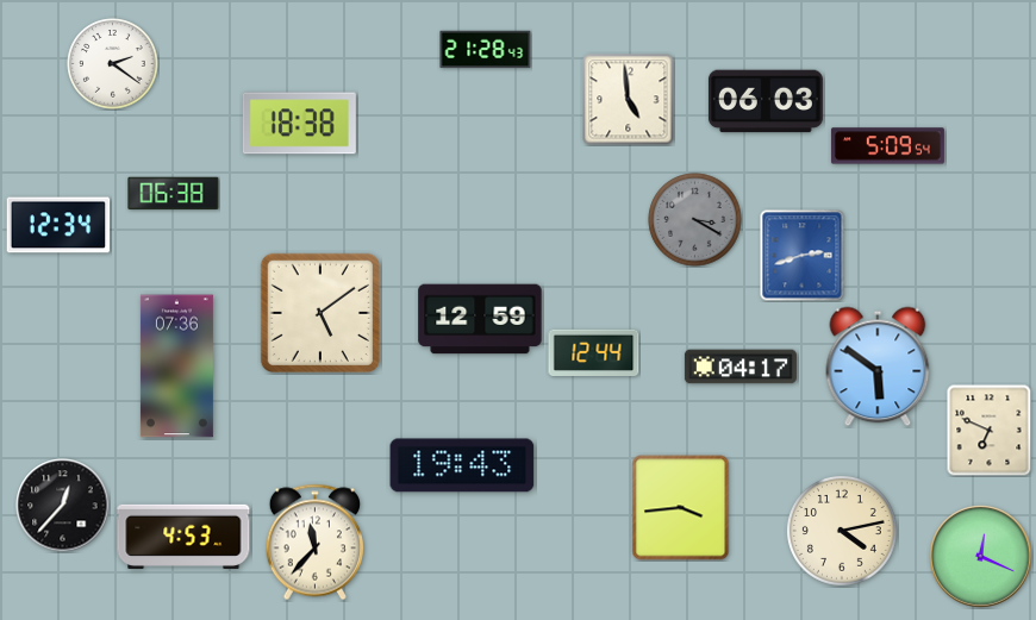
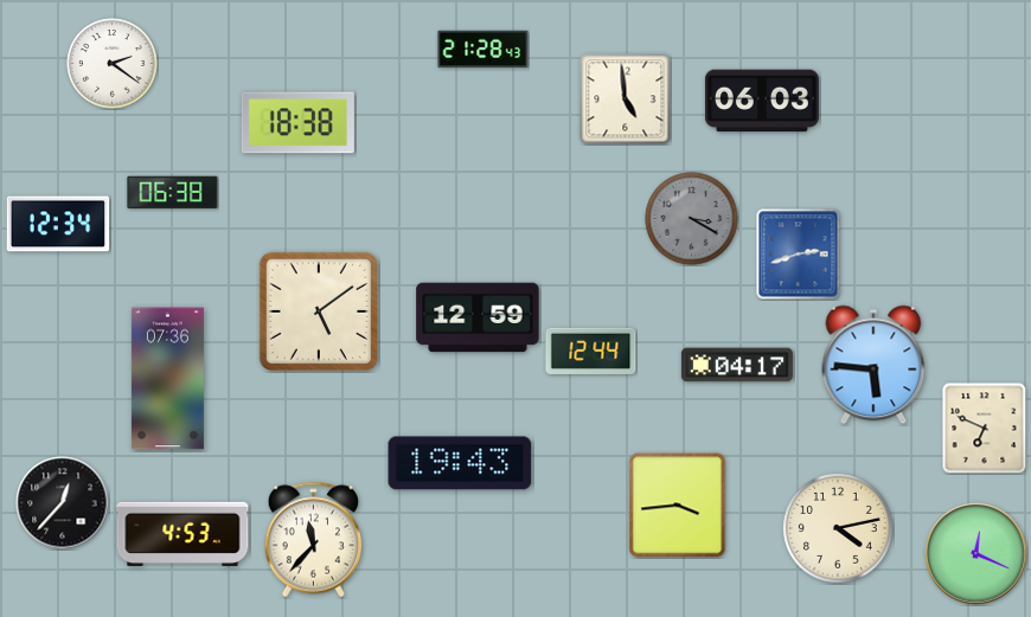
clock at (887, 146): 5:09 -> none
clock at (176, 367) position: (176, 367) -> (167, 379)
clock at (878, 367): 5:51 -> 5:46
